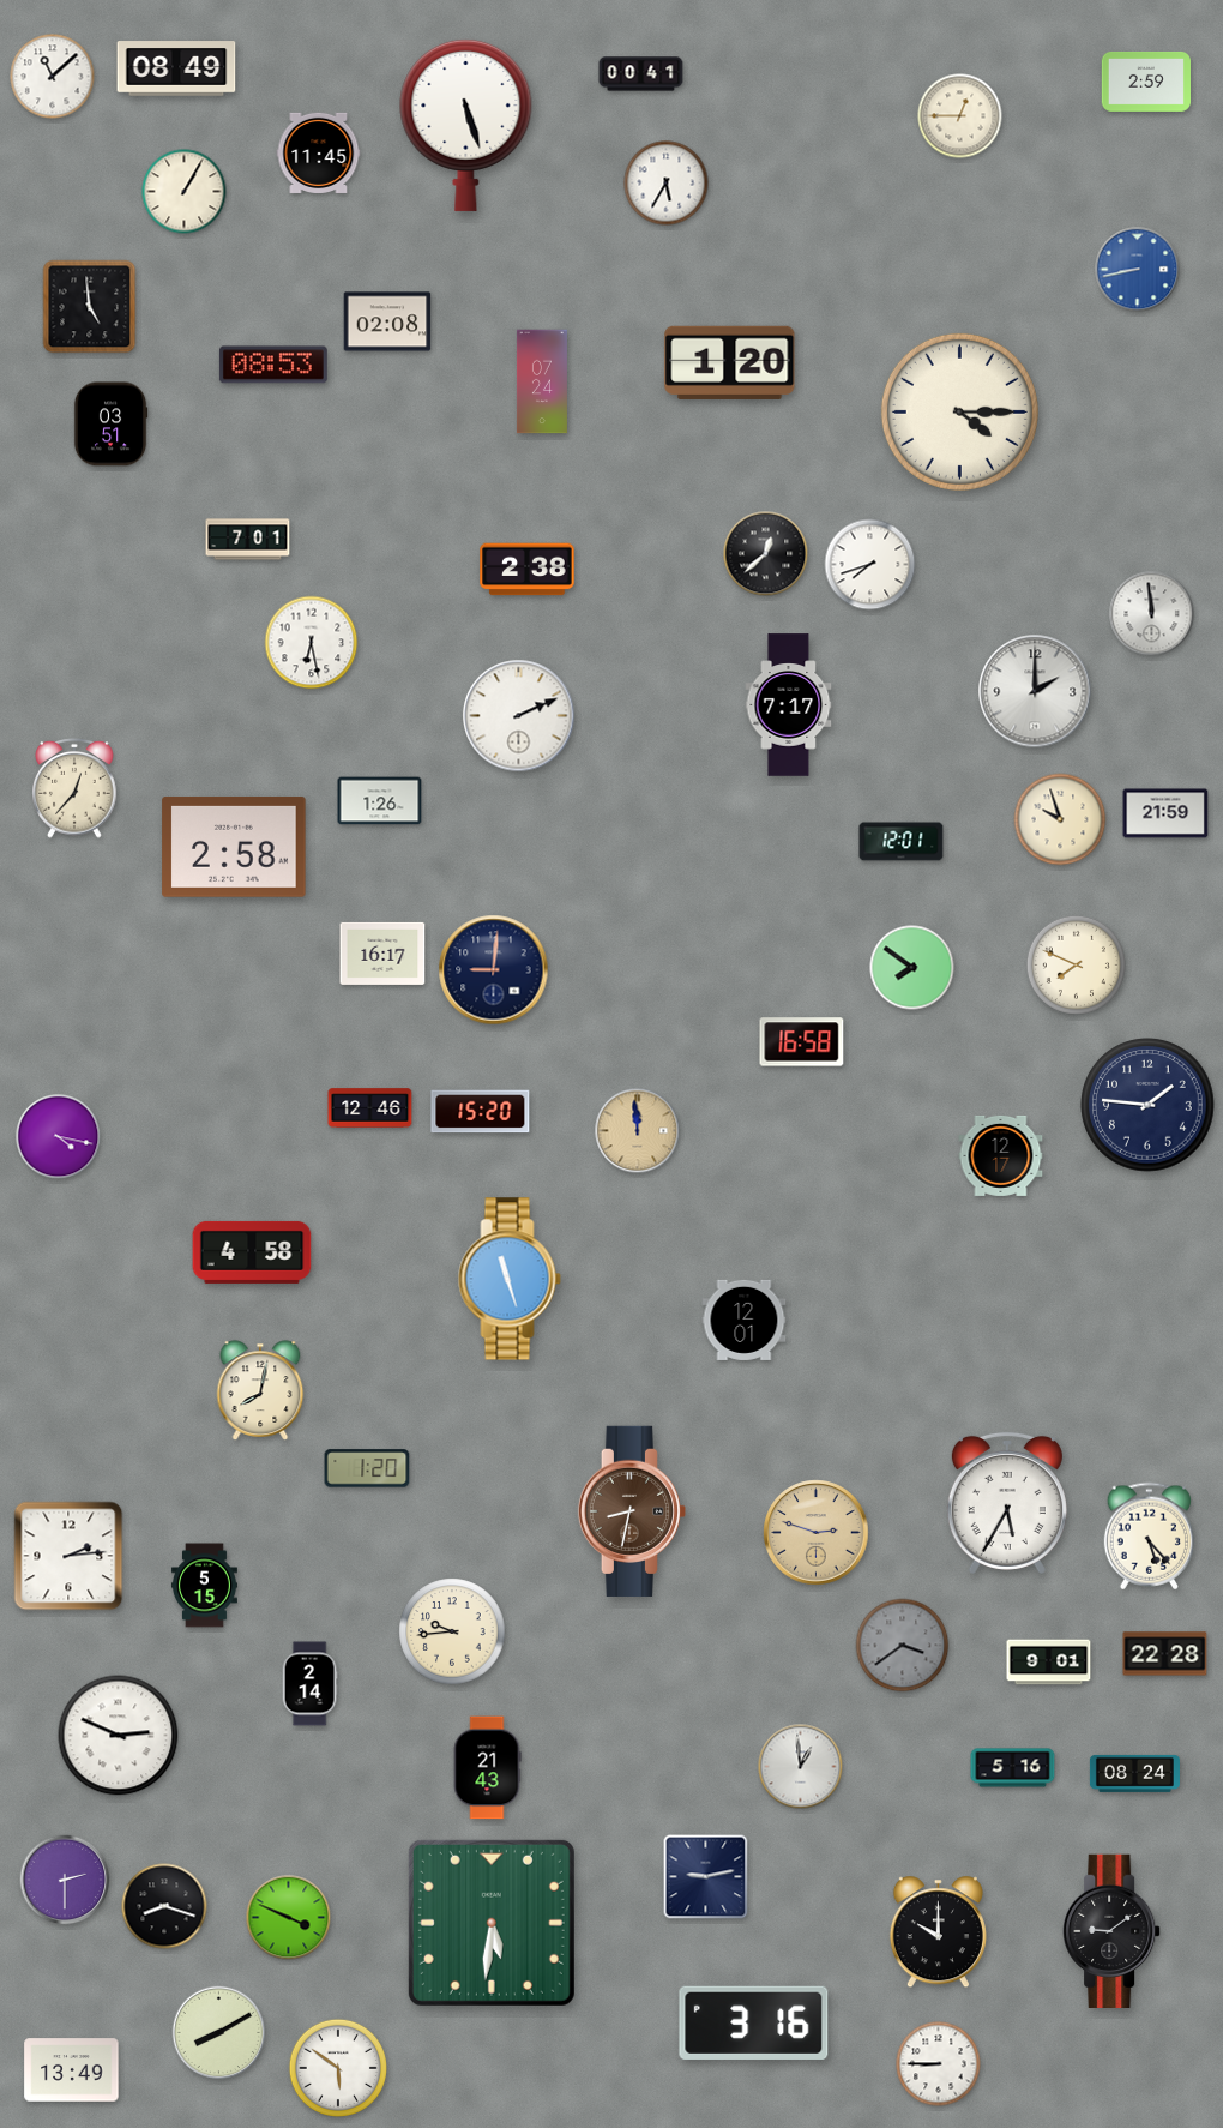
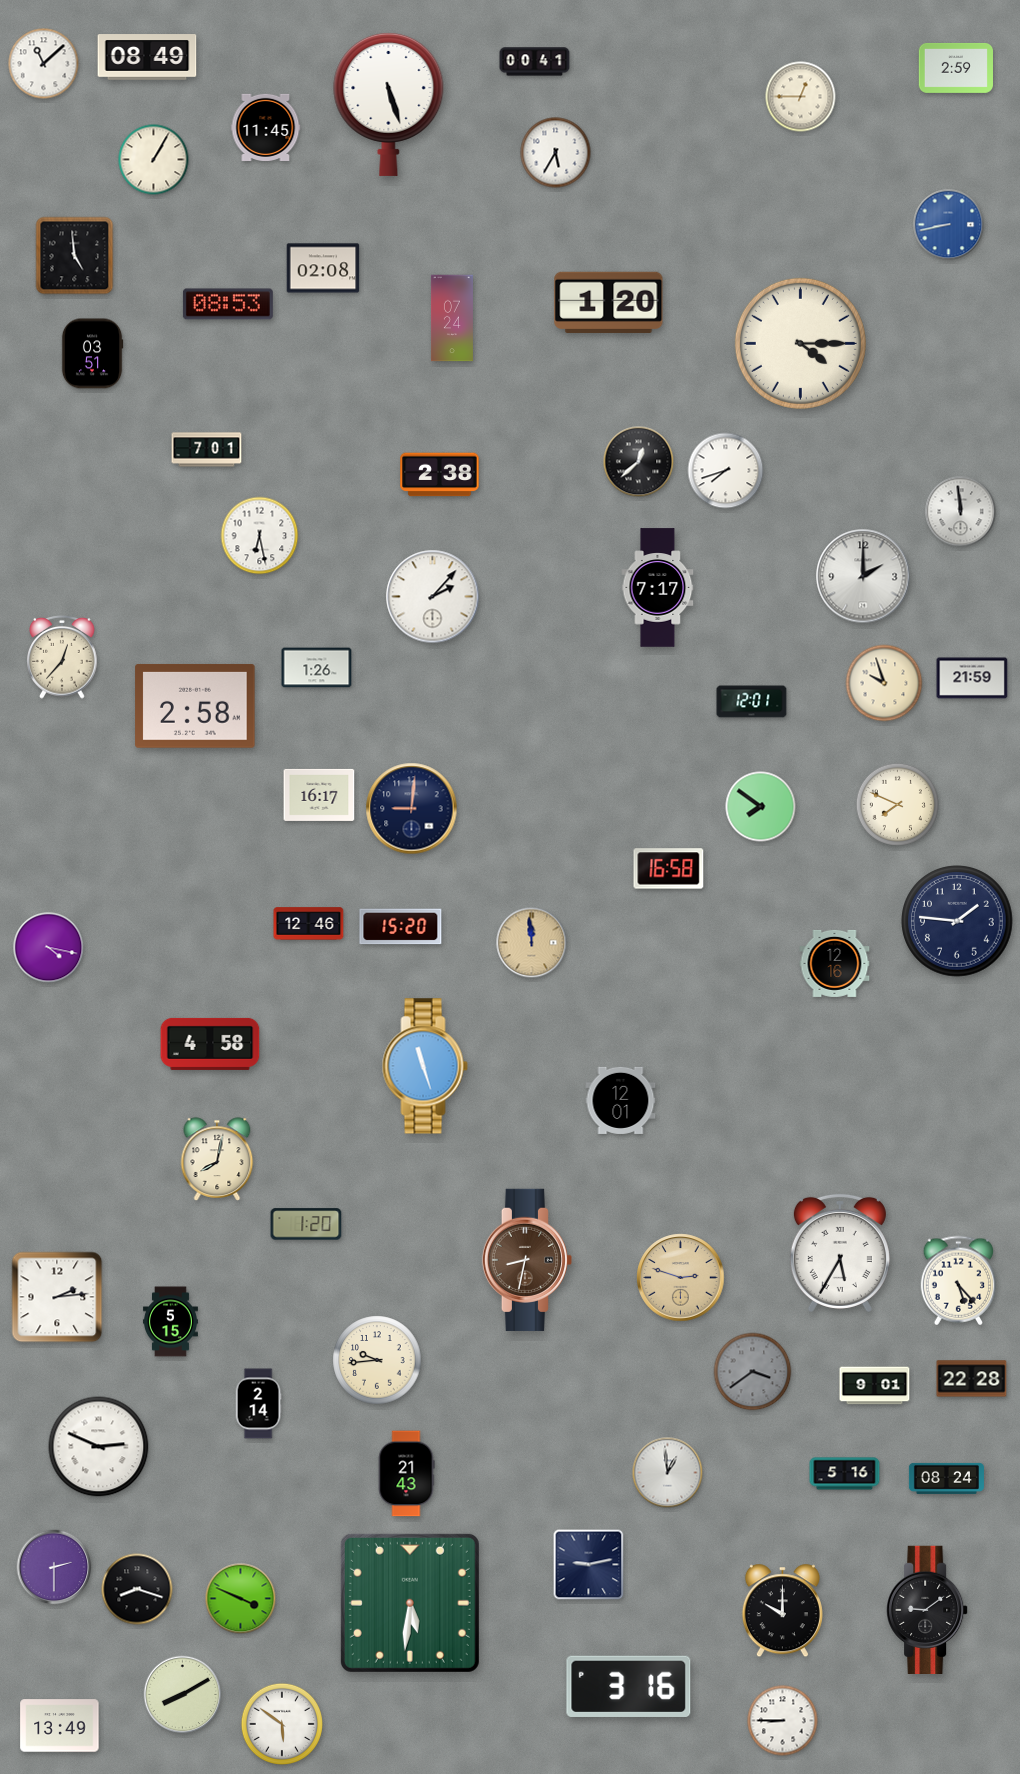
clock at (519, 716): 2:11 -> 2:07
clock at (1001, 1155): 12:17 -> 12:16
